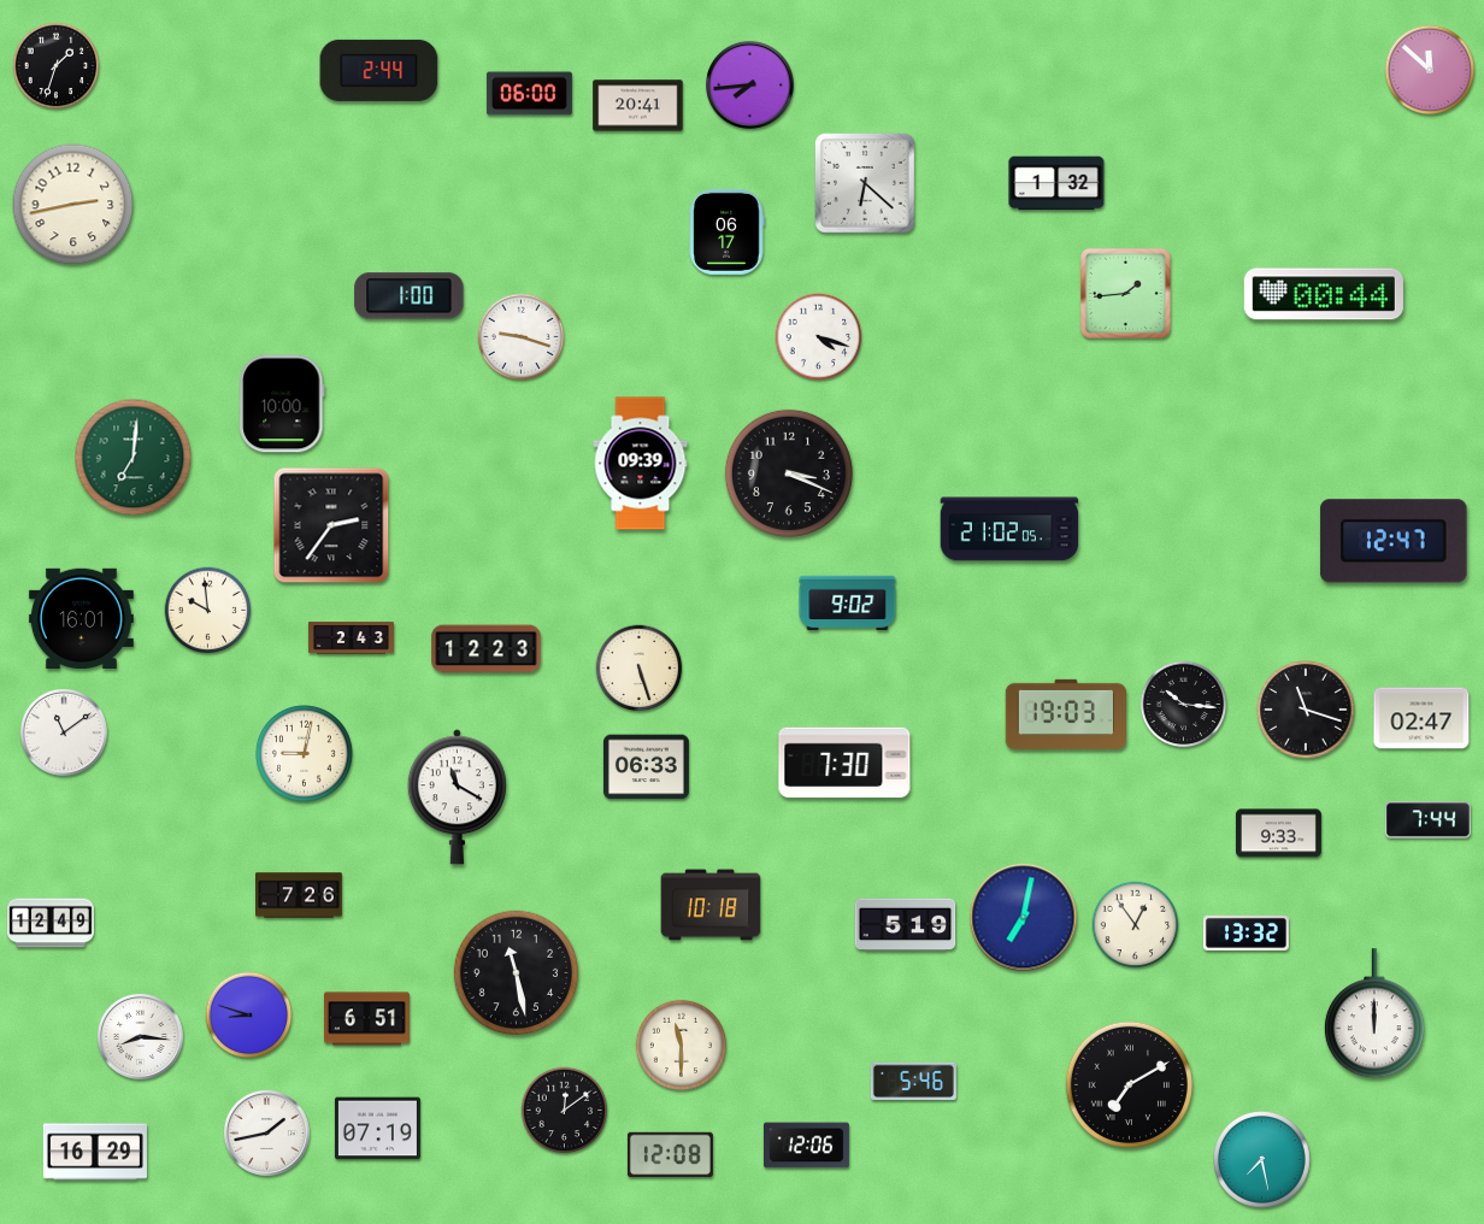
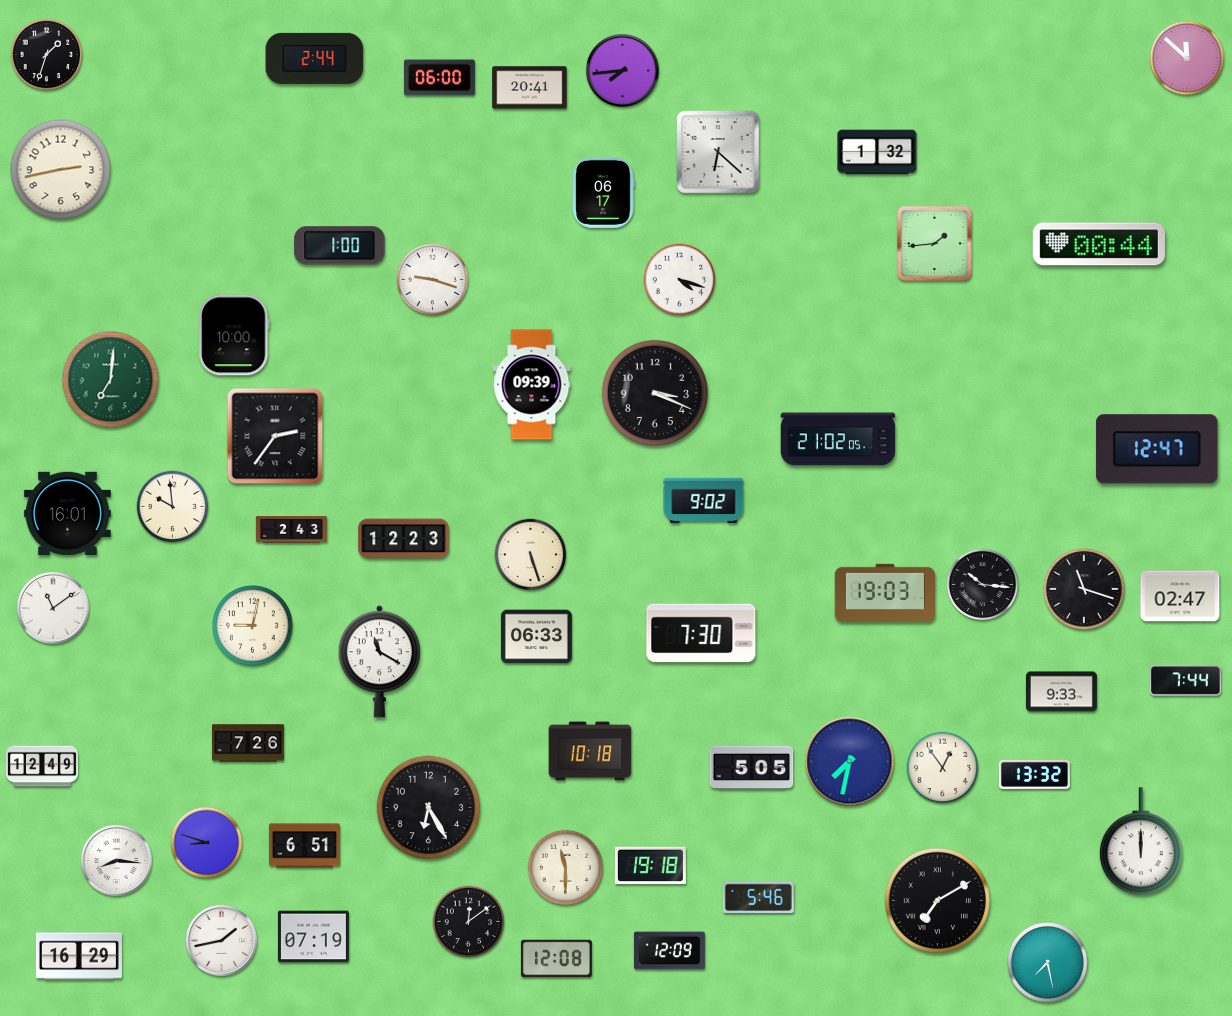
clock at (1024, 918): 7:02 -> 7:32
clock at (906, 925): 5:19 -> 5:05
clock at (517, 973): 11:28 -> 6:25
clock at (650, 866): none -> 19:18
clock at (806, 1146): 12:06 -> 12:09
